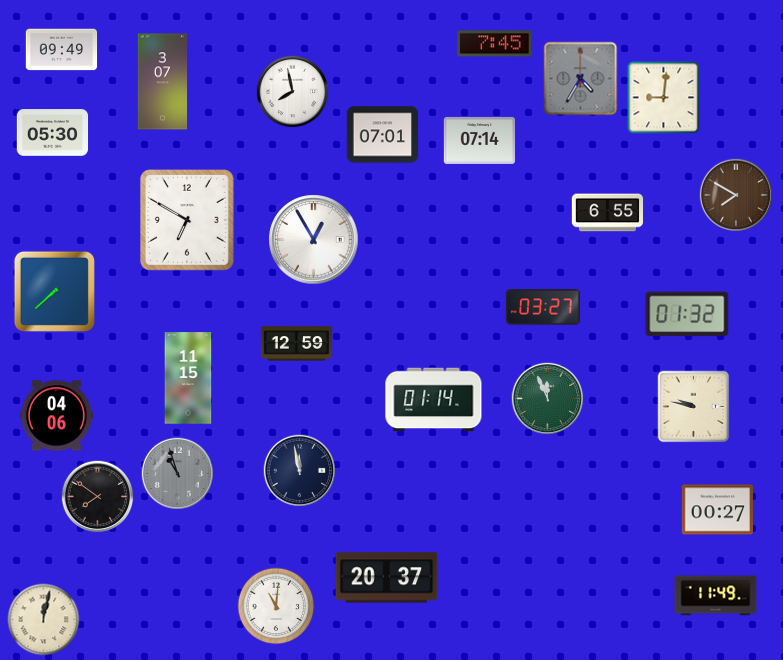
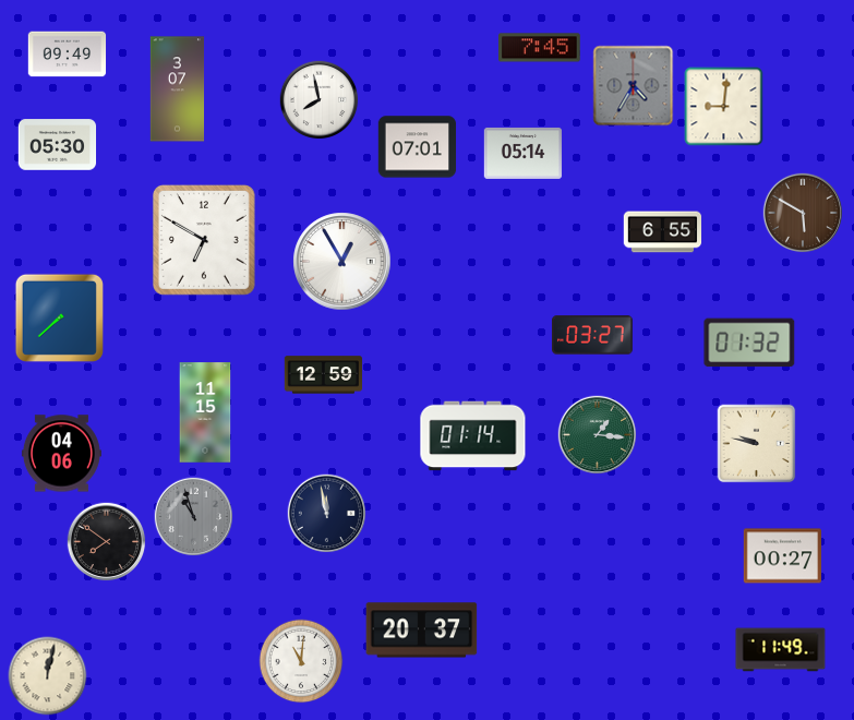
clock at (480, 140): 07:14 -> 05:14
clock at (736, 195): 7:50 -> 5:50
clock at (548, 399): 11:56 -> 1:16
